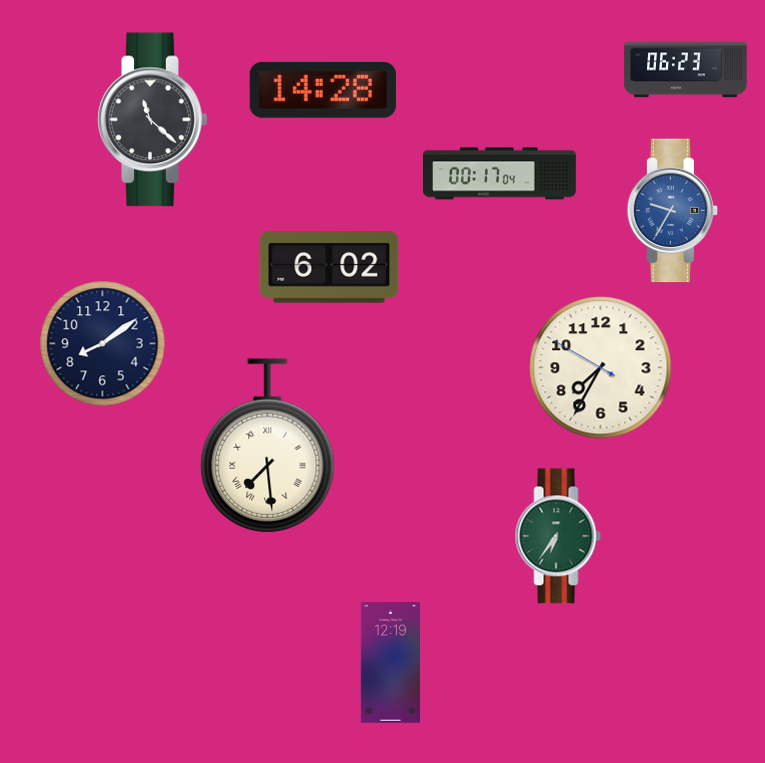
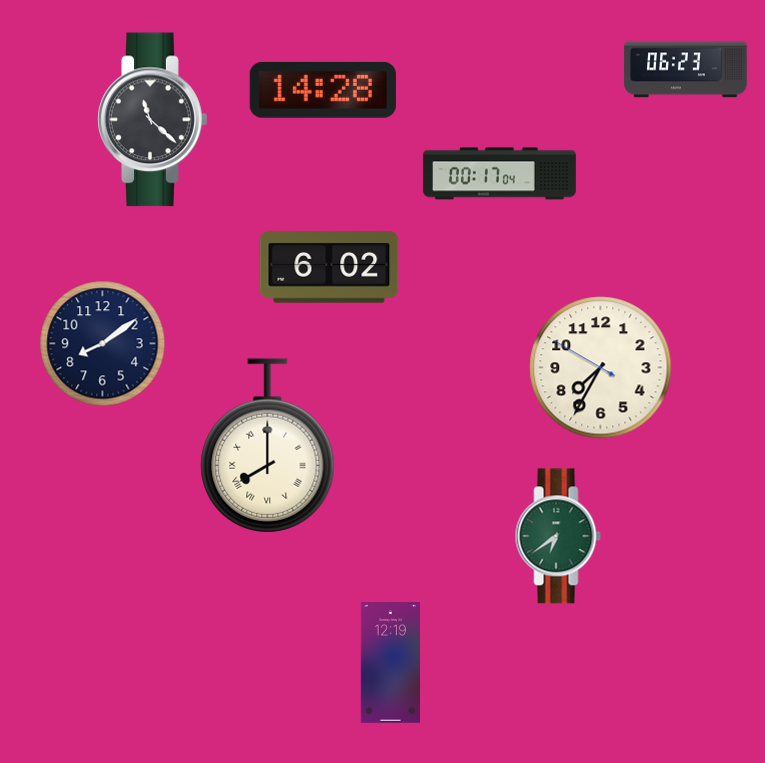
clock at (673, 211): 9:35 -> none
clock at (268, 446): 7:29 -> 8:00
clock at (558, 536): 6:36 -> 6:39
